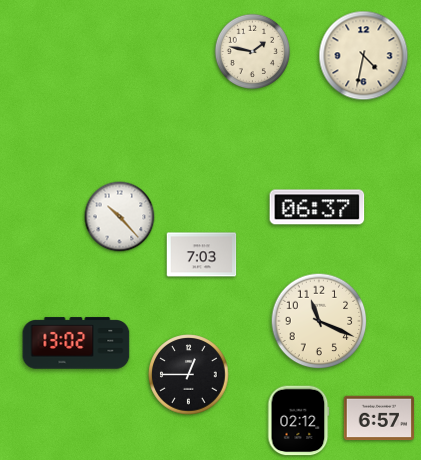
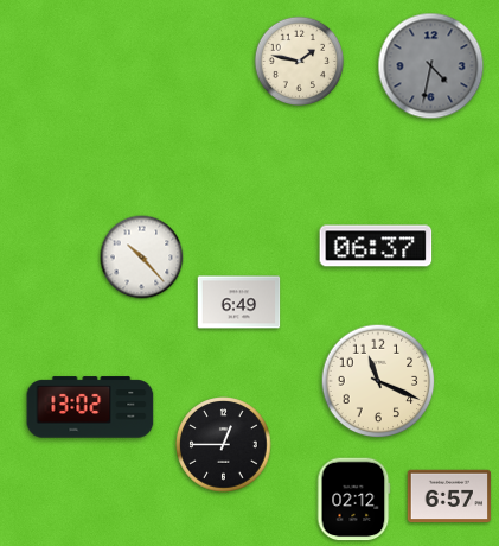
clock at (364, 56) dial: cream -> grey
clock at (202, 255): 7:03 -> 6:49
